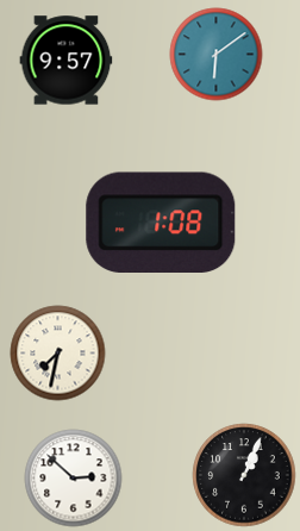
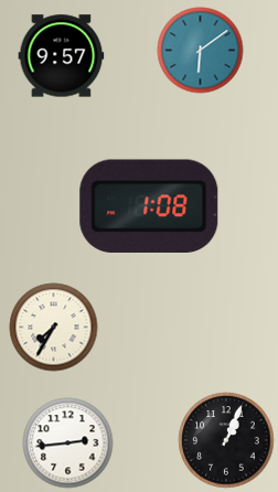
clock at (57, 352): 7:32 -> 7:35
clock at (73, 477): 2:52 -> 2:44
